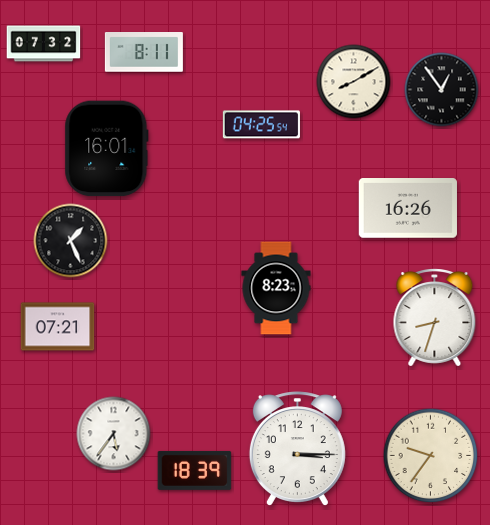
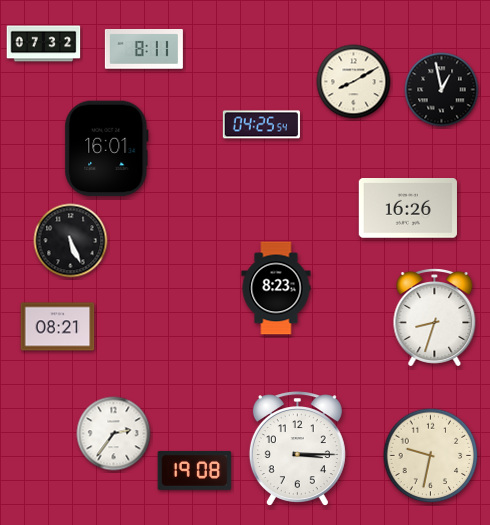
clock at (144, 52) position: (144, 52) -> (144, 49)
clock at (442, 90): 12:54 -> 12:58
clock at (71, 241): 1:26 -> 5:26
clock at (58, 327): 07:21 -> 08:21
clock at (114, 434): 5:36 -> 2:36
clock at (431, 456): 9:36 -> 9:32
clock at (195, 470): 18:39 -> 19:08
